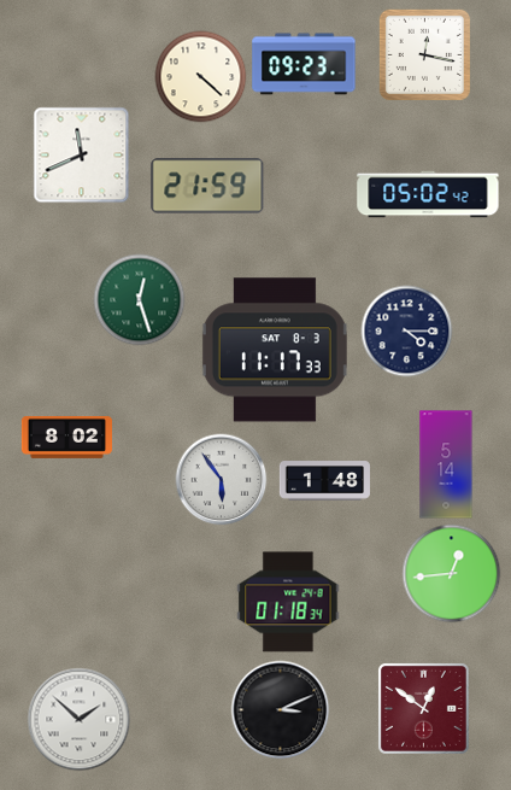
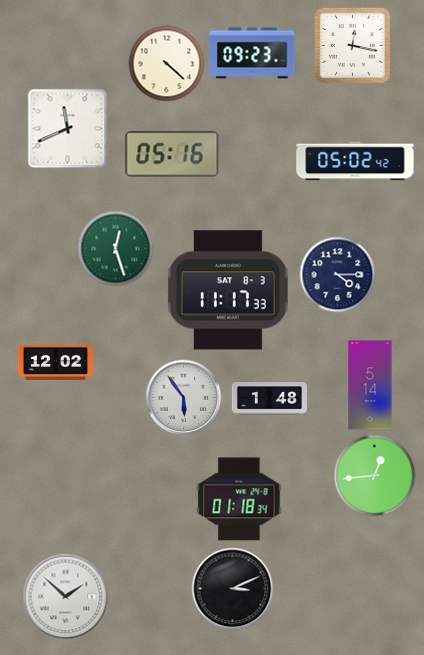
clock at (207, 186): 21:59 -> 05:16
clock at (66, 437): 8:02 -> 12:02
clock at (423, 708): 12:51 -> none
